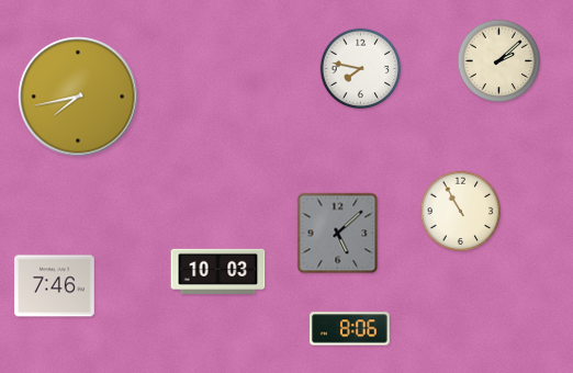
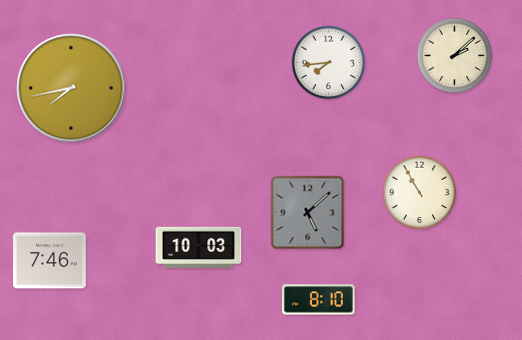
clock at (361, 69): 7:47 -> 7:44
clock at (350, 329): 8:06 -> 8:10
